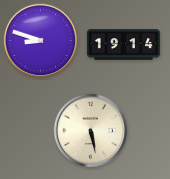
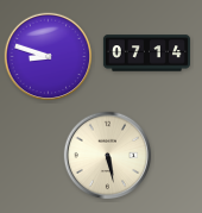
clock at (41, 41) position: (41, 41) -> (49, 57)
clock at (123, 45): 19:14 -> 07:14
